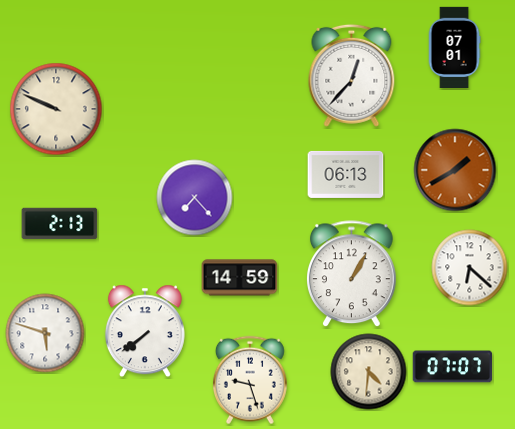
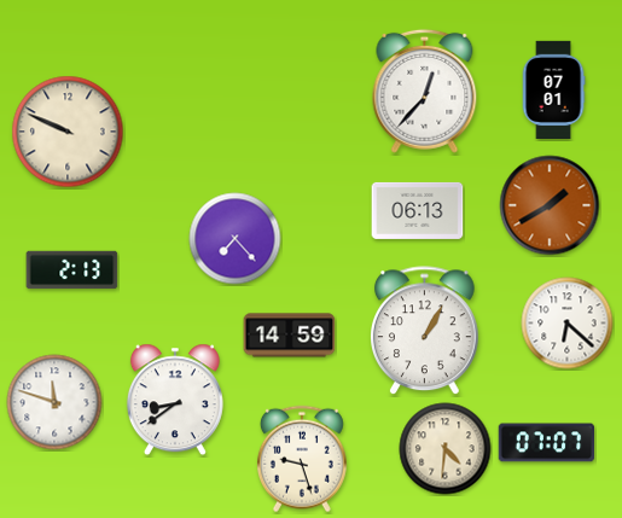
clock at (454, 47) position: (454, 47) -> (553, 89)
clock at (145, 331): 7:39 -> 8:39
clock at (45, 333): 5:48 -> 11:48
